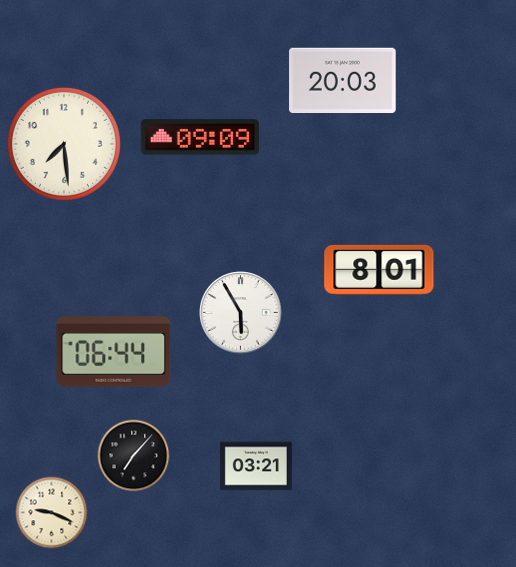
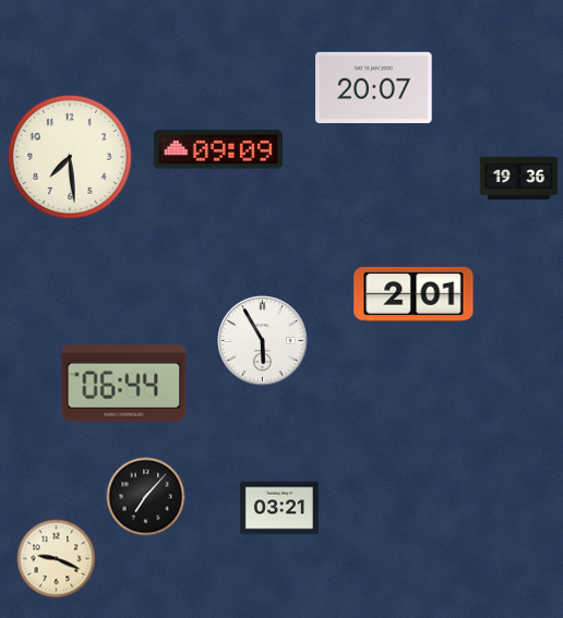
clock at (343, 80): 20:03 -> 20:07
clock at (518, 179): none -> 19:36
clock at (379, 270): 8:01 -> 2:01
